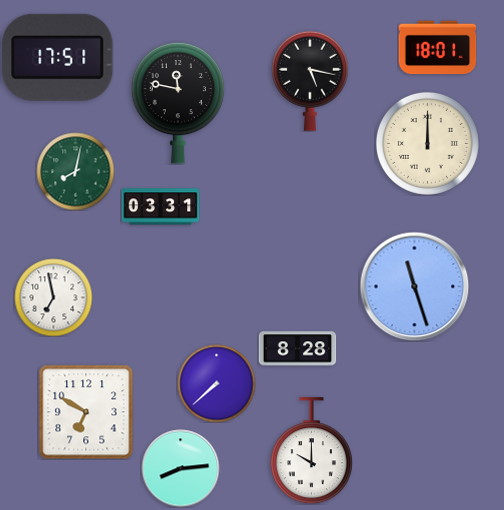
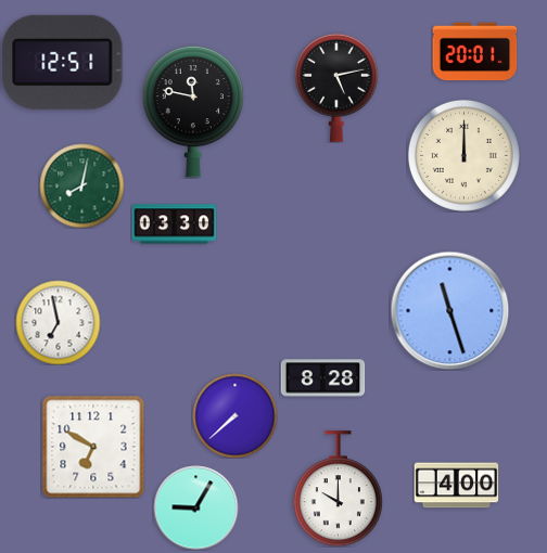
clock at (437, 48): 18:01 -> 20:01
clock at (58, 57): 17:51 -> 12:51
clock at (310, 81): 5:17 -> 5:13
clock at (160, 207): 03:31 -> 03:30
clock at (456, 486): none -> 4:00
clock at (180, 468): 8:14 -> 9:05
